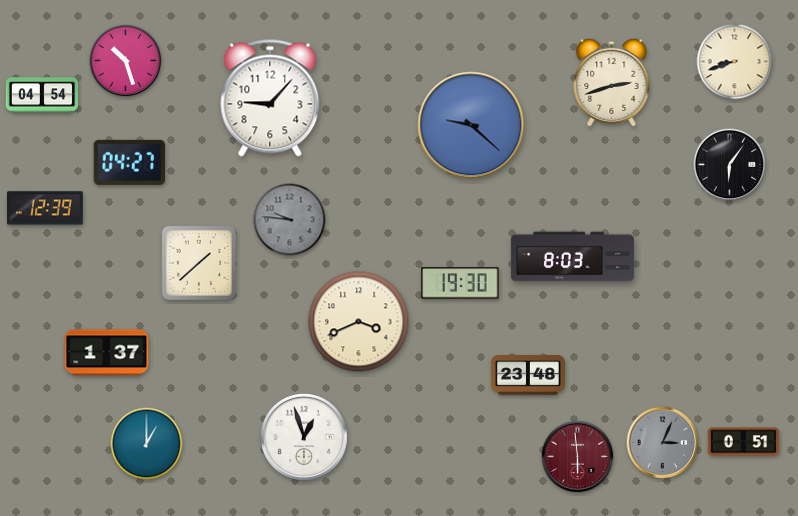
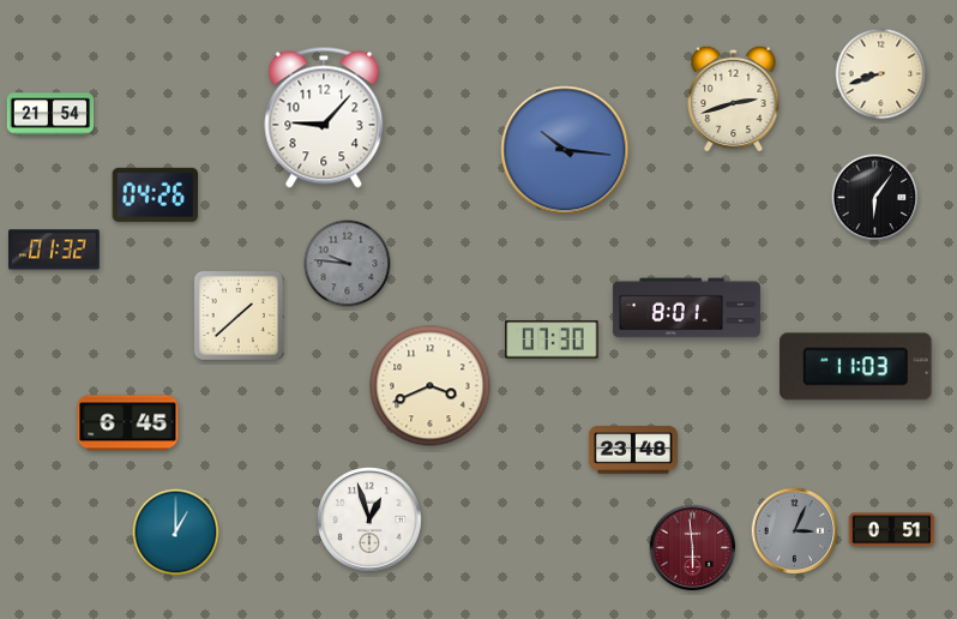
clock at (126, 61): 10:27 -> none
clock at (42, 95): 04:54 -> 21:54
clock at (471, 125): 9:22 -> 10:16
clock at (129, 162): 04:27 -> 04:26
clock at (45, 208): 12:39 -> 01:32
clock at (572, 257): 8:03 -> 8:01
clock at (460, 283): 19:30 -> 07:30
clock at (856, 367): none -> 11:03
clock at (107, 353): 1:37 -> 6:45
clock at (305, 438) position: (305, 438) -> (371, 521)
